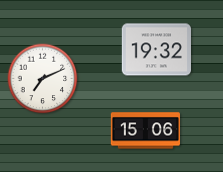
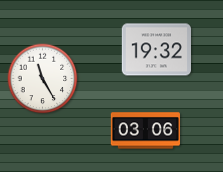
clock at (43, 79): 7:11 -> 11:25
clock at (145, 131): 15:06 -> 03:06
